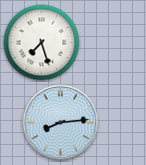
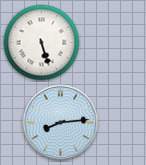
clock at (42, 43): 7:27 -> 5:27
